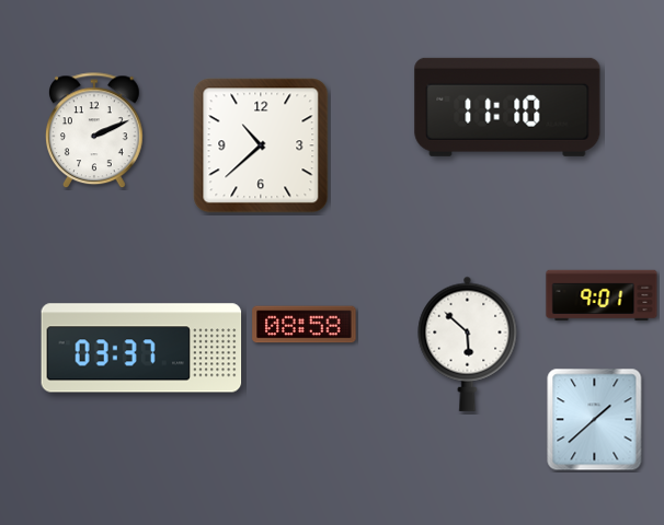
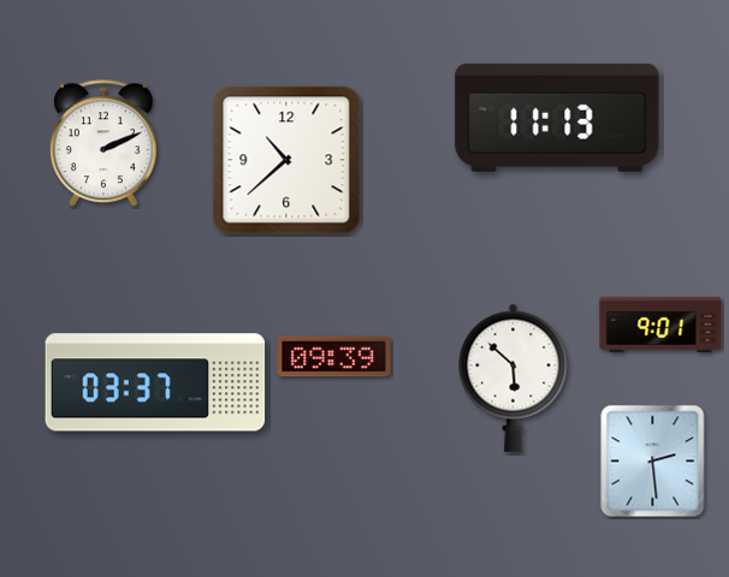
clock at (507, 107): 11:10 -> 11:13
clock at (305, 325): 08:58 -> 09:39
clock at (595, 420): 1:38 -> 2:29
